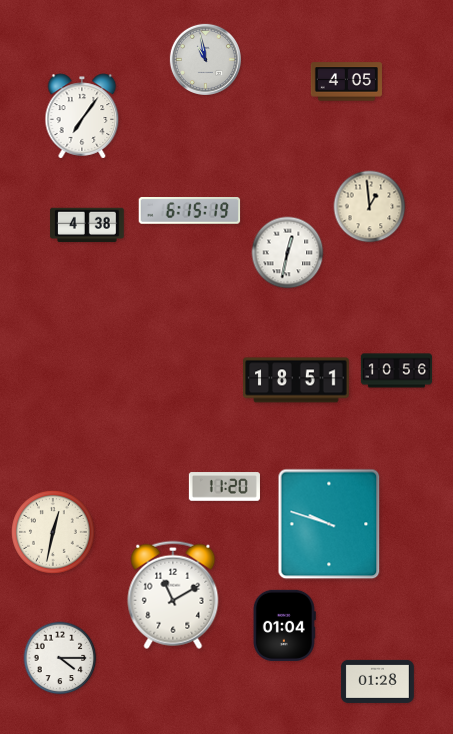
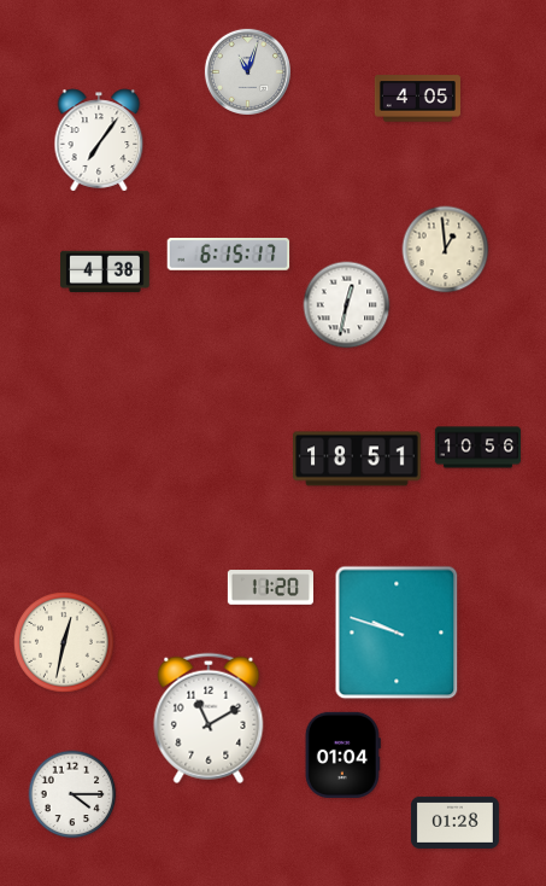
clock at (205, 59): 10:58 -> 11:03
clock at (190, 211): 6:15:19 -> 6:15:17
